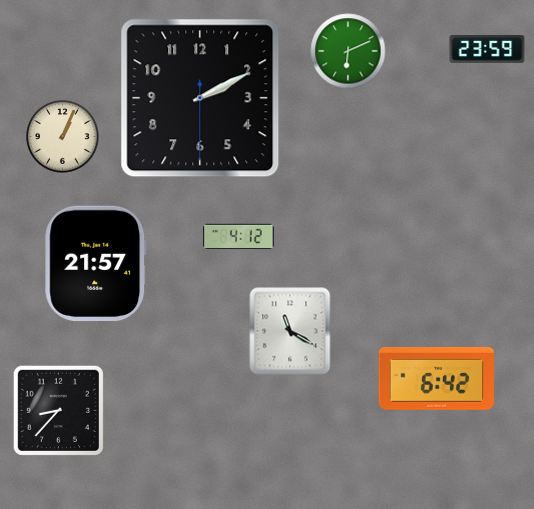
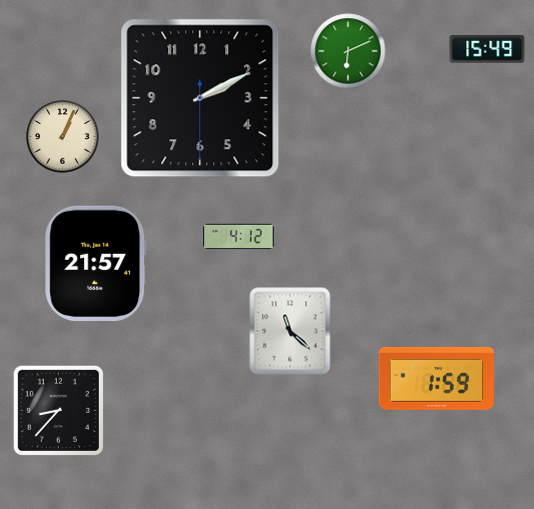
clock at (487, 50): 23:59 -> 15:49
clock at (290, 331): 11:20 -> 11:22
clock at (437, 378): 6:42 -> 1:59
